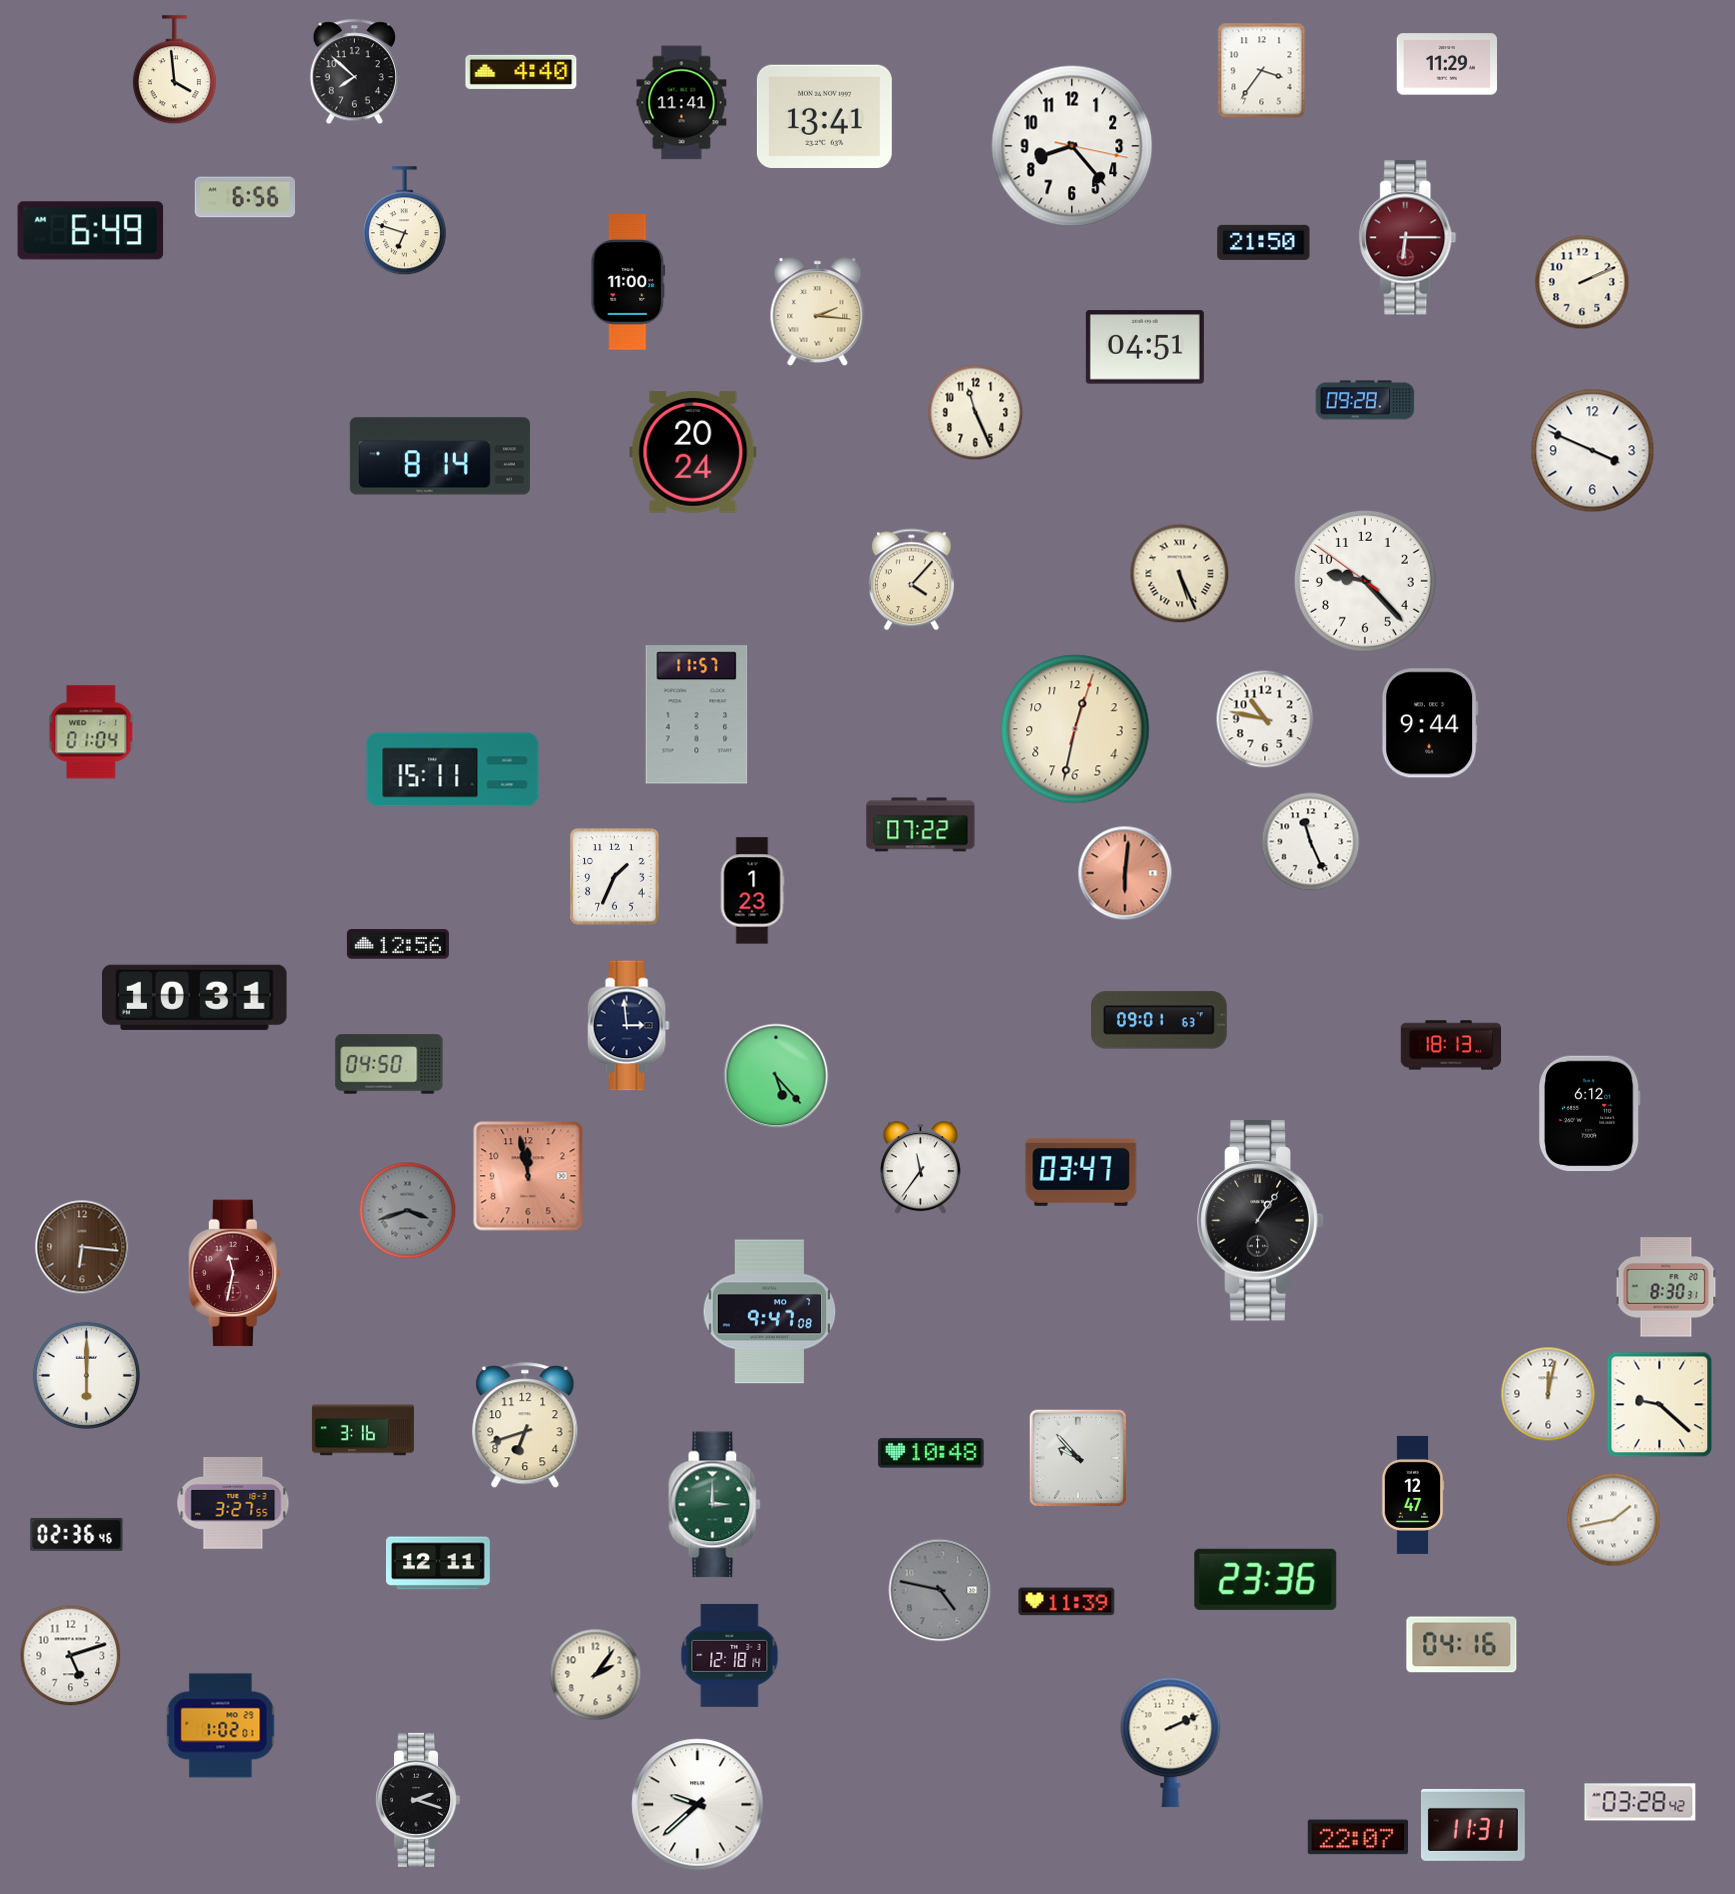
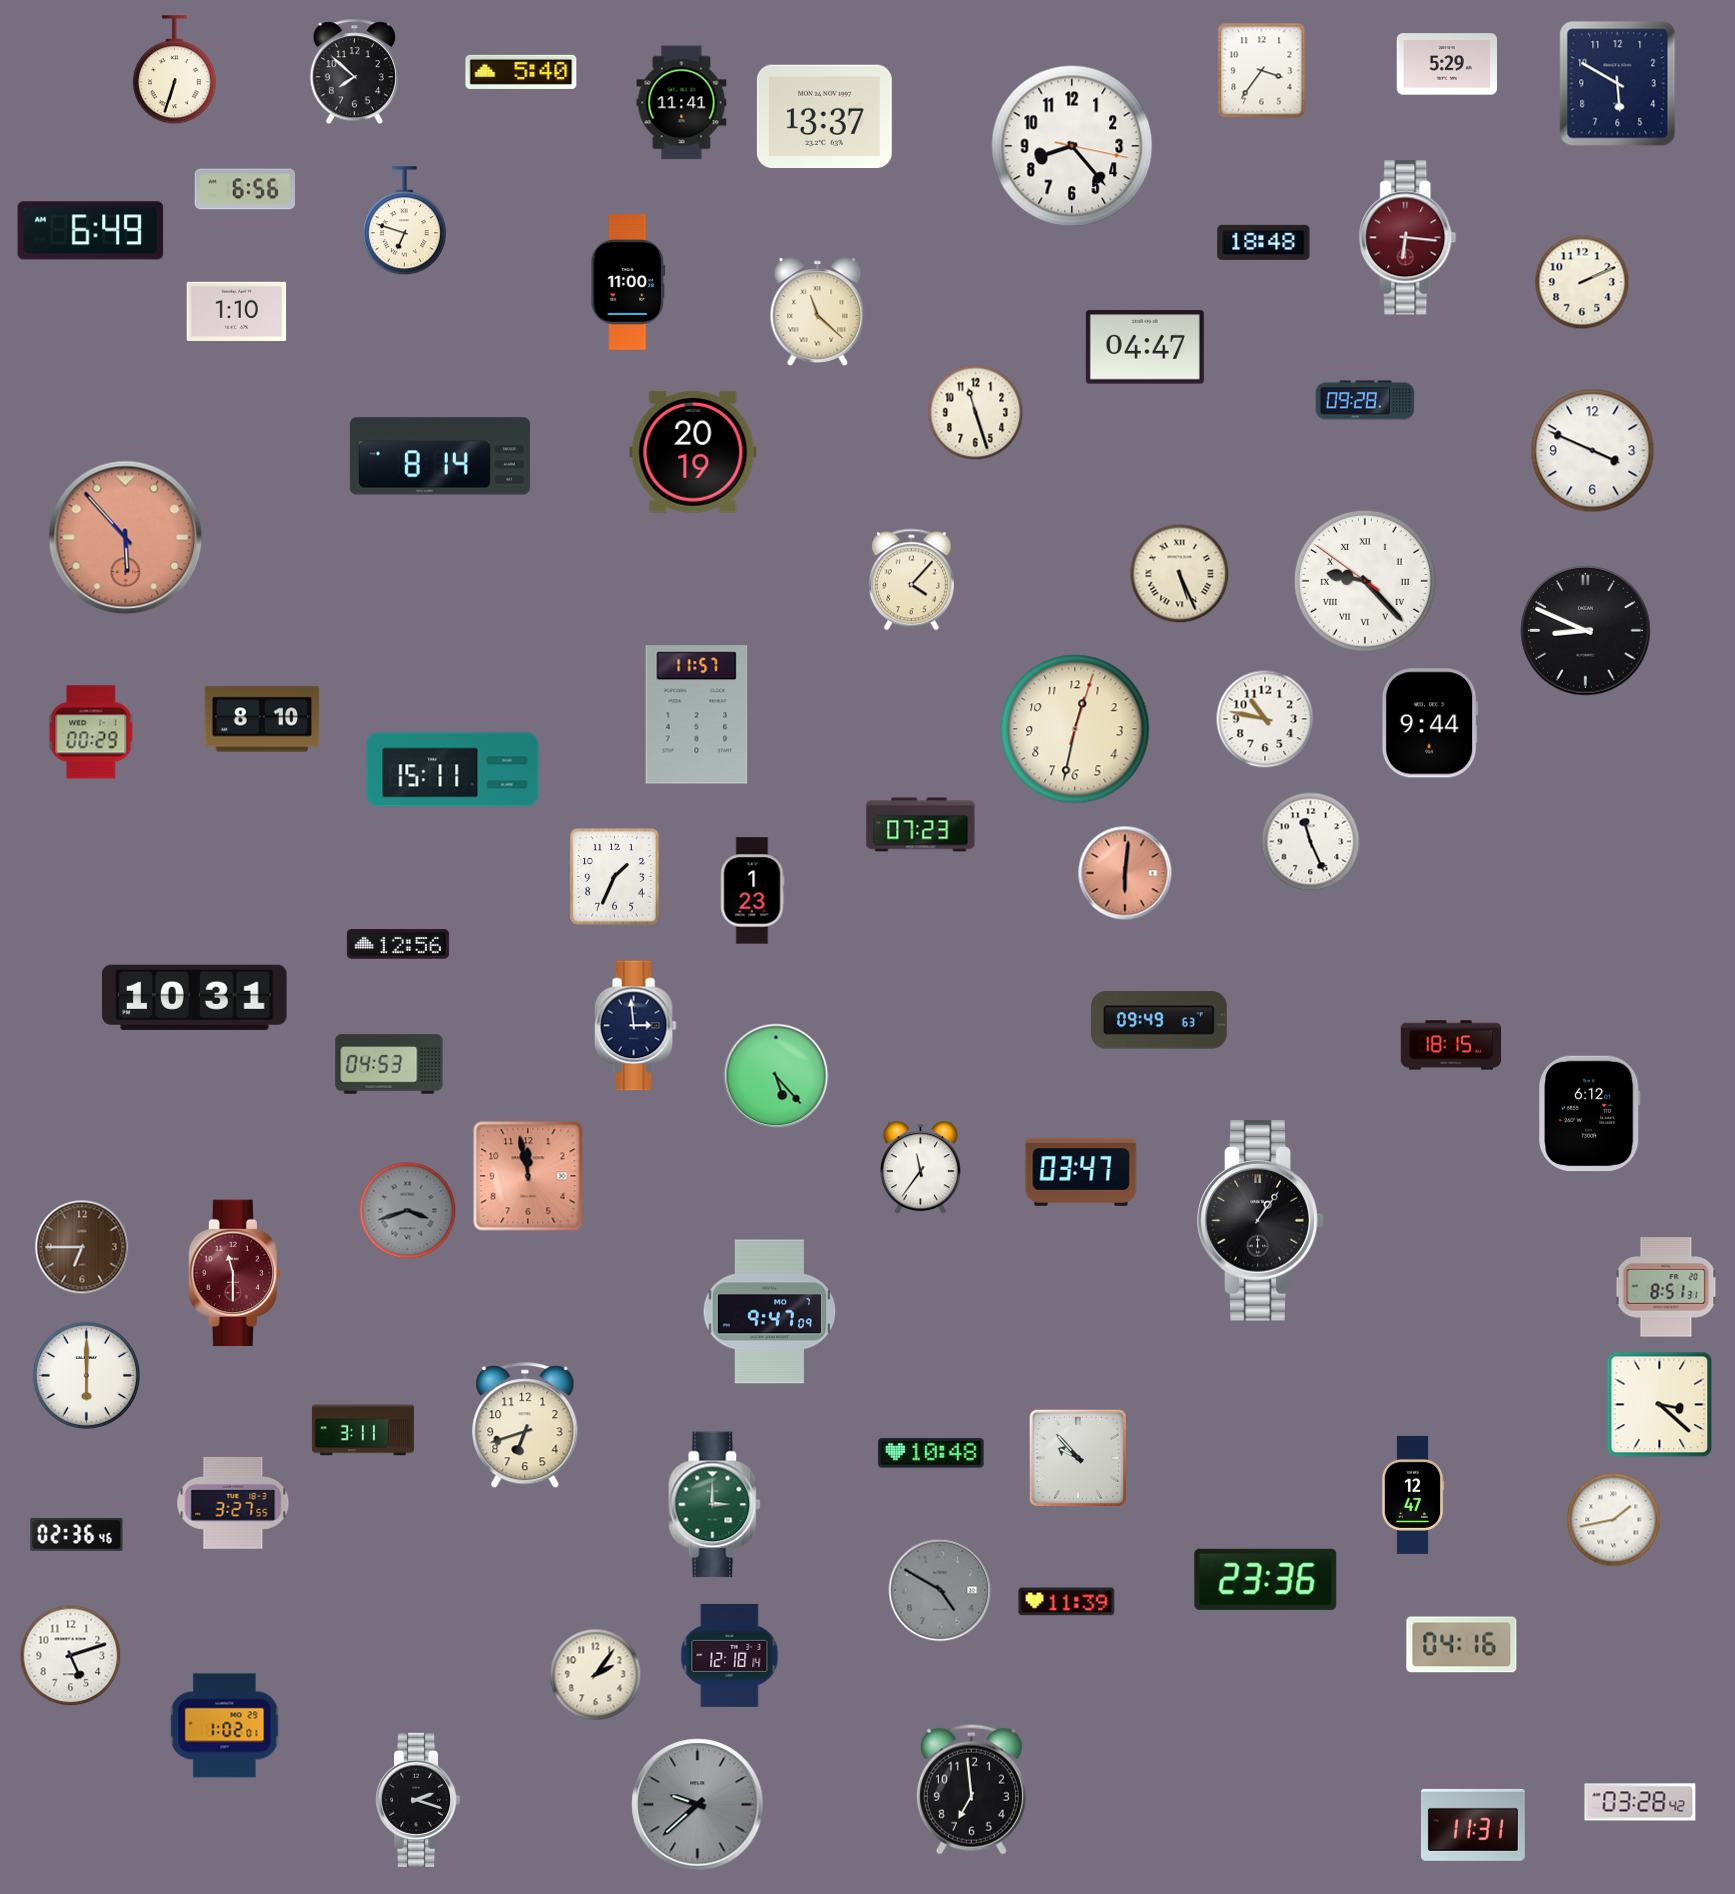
clock at (1446, 64): 11:29 -> 5:29
clock at (174, 70): 3:59 -> 6:33
clock at (521, 72): 4:40 -> 5:40
clock at (1618, 84): none -> 5:50
clock at (824, 116): 13:41 -> 13:37
clock at (245, 197) position: (245, 197) -> (245, 189)
clock at (1408, 238): 6:15 -> 6:16
clock at (1264, 242): 21:50 -> 18:48
clock at (237, 311): none -> 1:10
clock at (818, 312): 2:16 -> 11:22
clock at (1145, 347): 04:51 -> 04:47
clock at (976, 413): 11:26 -> 11:27
clock at (693, 452): 20:24 -> 20:19
clock at (126, 538): none -> 5:53
clock at (1365, 581) numerals: Arabic -> Roman
clock at (1586, 631): none -> 8:49
clock at (262, 719): none -> 8:10
clock at (91, 732): 01:04 -> 00:29
clock at (921, 825): 07:22 -> 07:23
clock at (1159, 1020): 09:01 -> 09:49
clock at (628, 1026) position: (628, 1026) -> (635, 1026)
clock at (1451, 1045): 18:13 -> 18:15
clock at (389, 1064): 04:50 -> 04:53
clock at (82, 1247): 6:16 -> 6:45
clock at (234, 1273): 11:32 -> 11:30
clock at (1666, 1287): 8:30 -> 8:51
clock at (770, 1312): 9:47:08 -> 9:47:09
clock at (1548, 1394): 12:02 -> none
clock at (1660, 1405): 9:22 -> 3:22
clock at (363, 1430): 3:16 -> 3:11
clock at (439, 1563): 12:11 -> none
clock at (940, 1590): 4:47 -> 4:50
clock at (221, 1726) position: (221, 1726) -> (225, 1726)
clock at (1171, 1743): 2:11 -> none
clock at (971, 1789): none -> 6:59
clock at (698, 1805) dial: white -> grey
clock at (1357, 1837): 22:07 -> none
